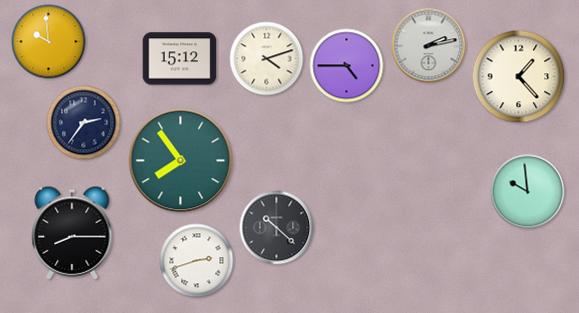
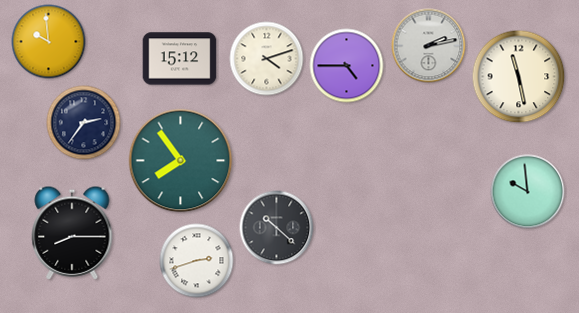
clock at (519, 77): 1:23 -> 11:28
